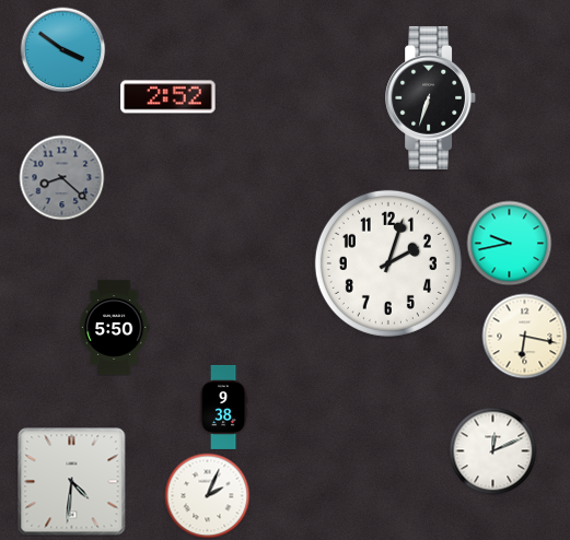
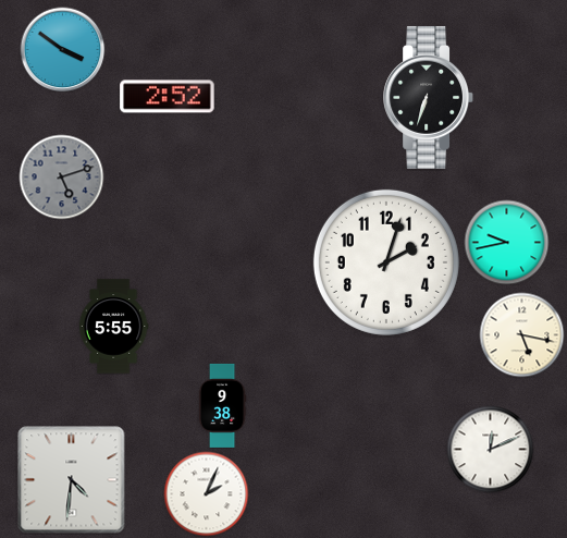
clock at (61, 177): 8:22 -> 5:12
clock at (114, 328): 5:50 -> 5:55
clock at (524, 336): 6:17 -> 5:17
